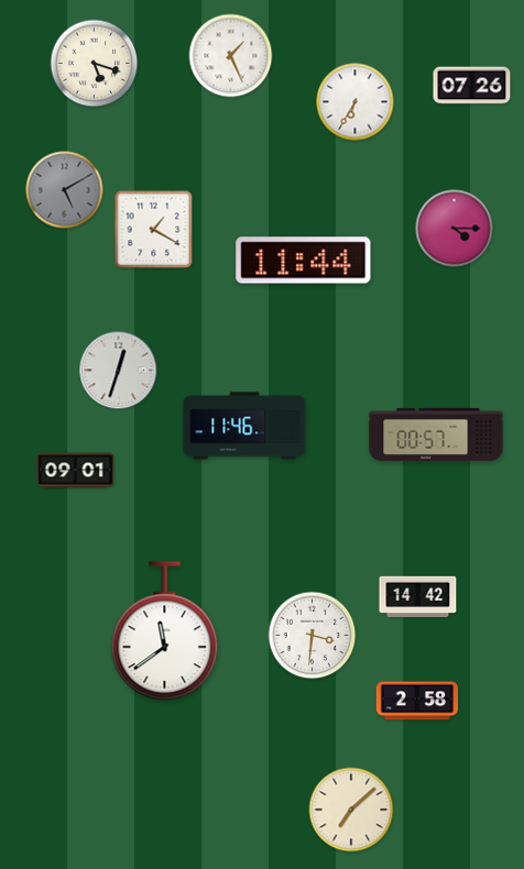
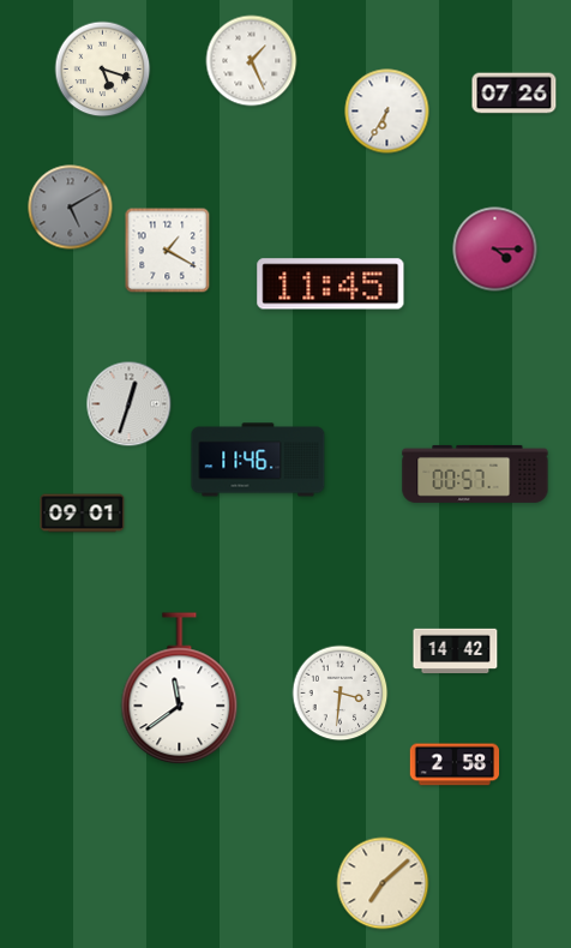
clock at (304, 261): 11:44 -> 11:45
clock at (244, 426) position: (244, 426) -> (258, 460)
